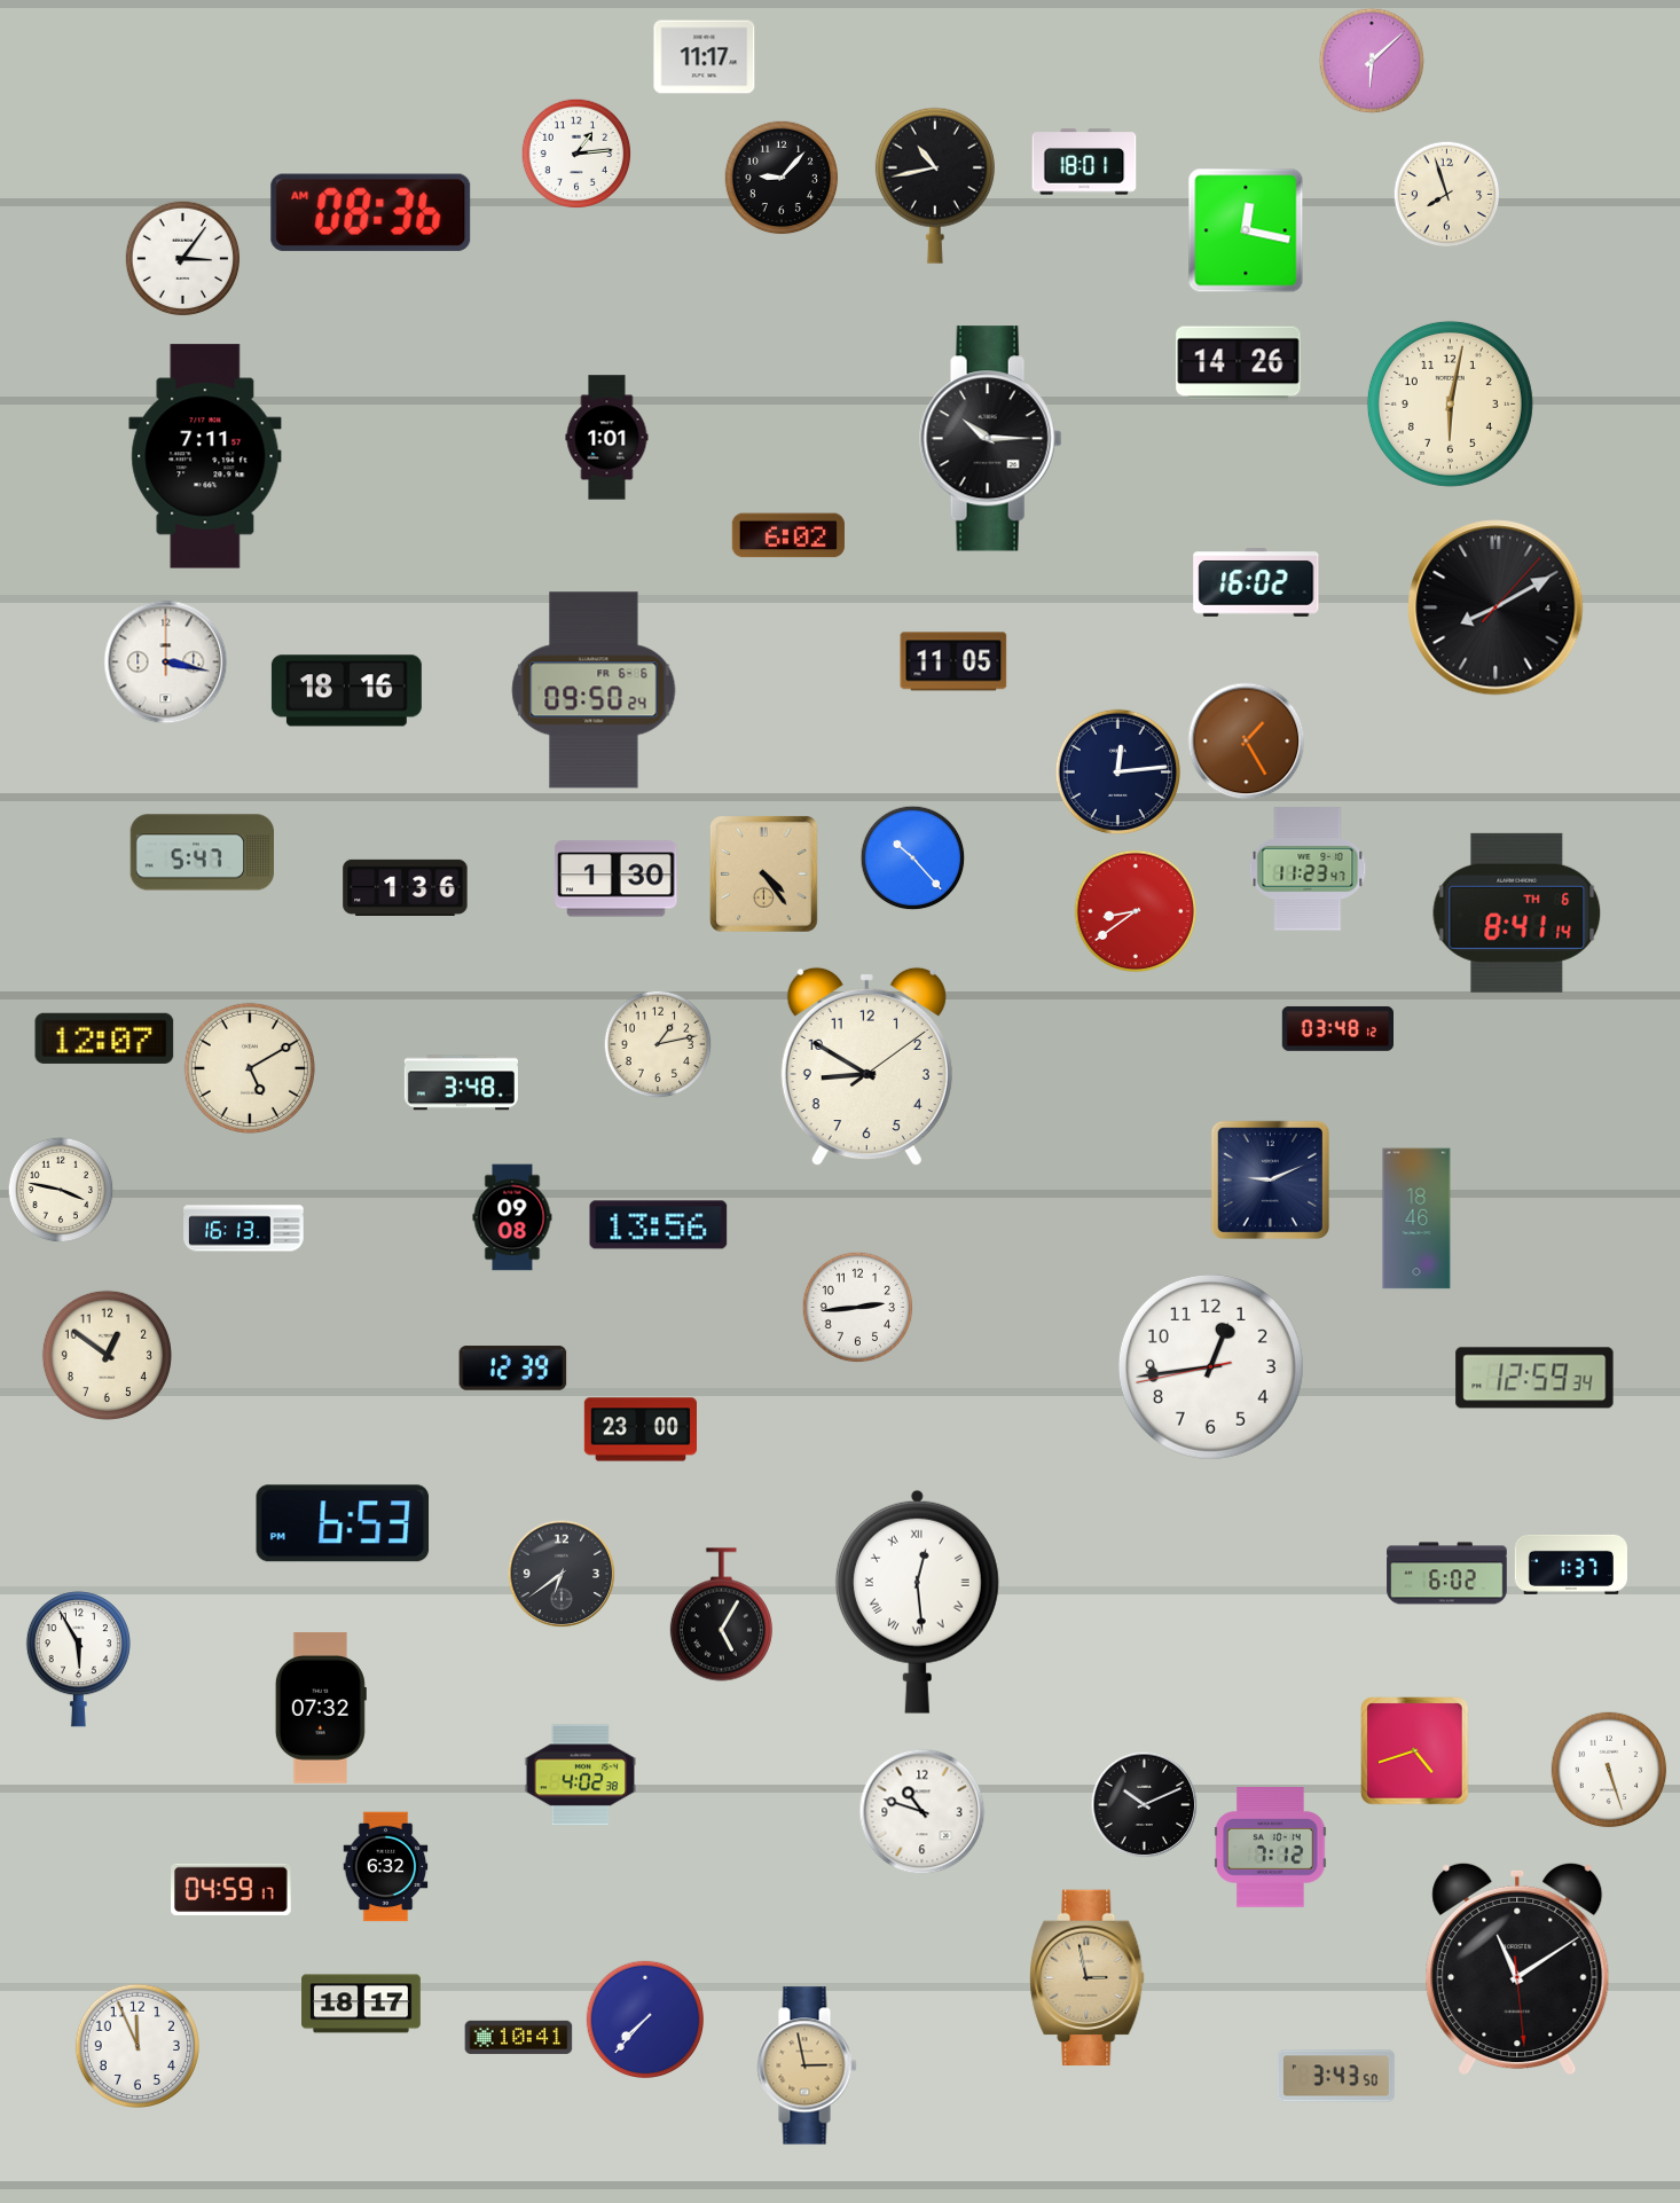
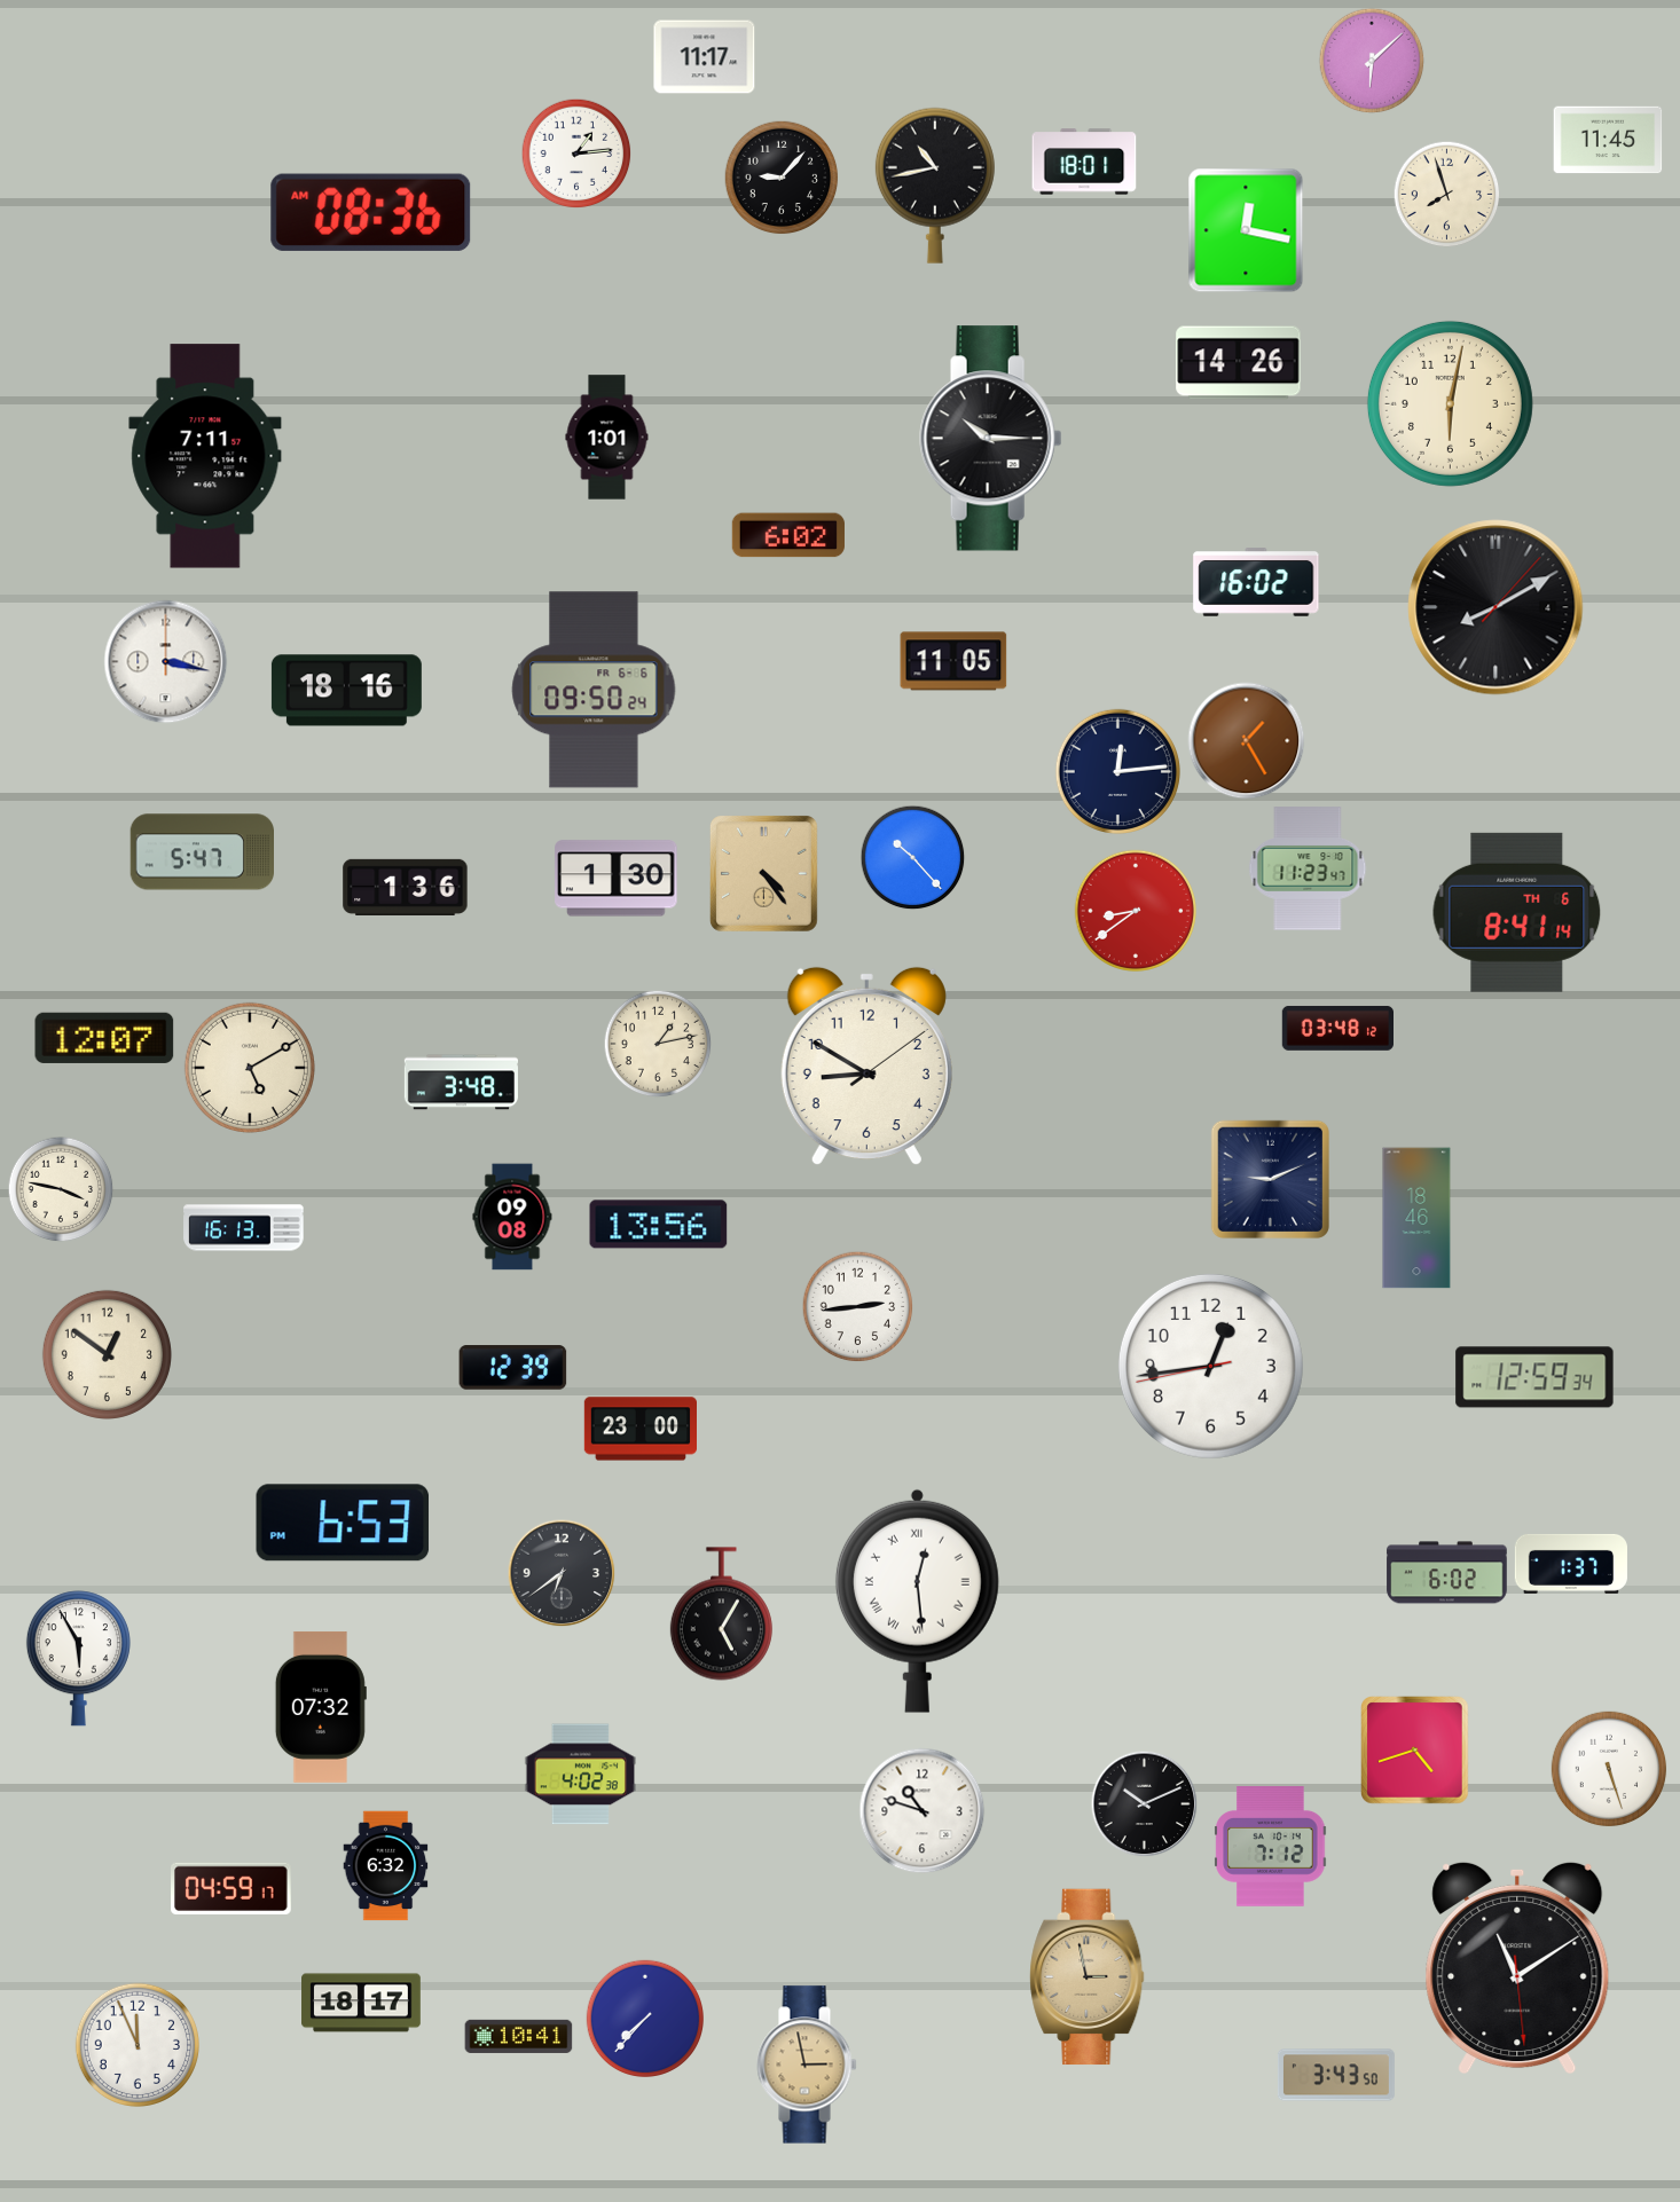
clock at (1608, 140): none -> 11:45
clock at (183, 259): 3:06 -> none
